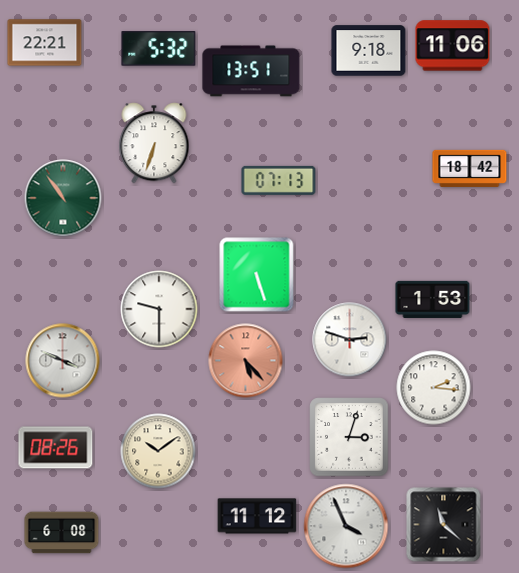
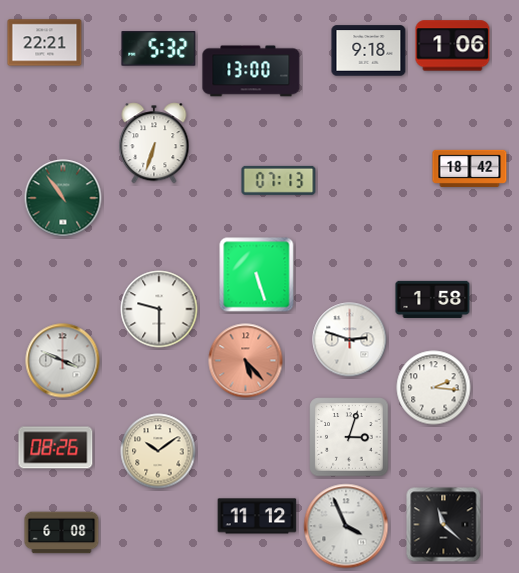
clock at (453, 46): 11:06 -> 1:06
clock at (251, 71): 13:51 -> 13:00
clock at (433, 299): 1:53 -> 1:58
